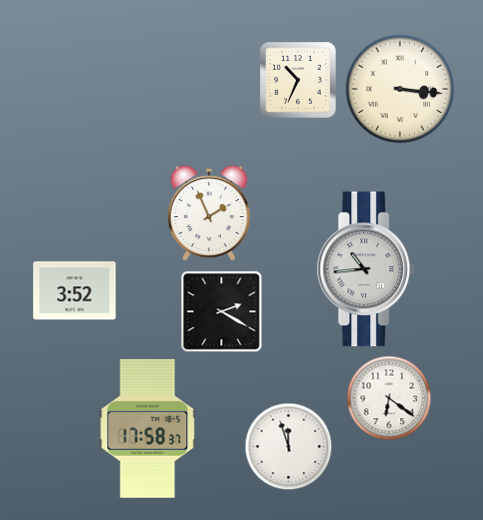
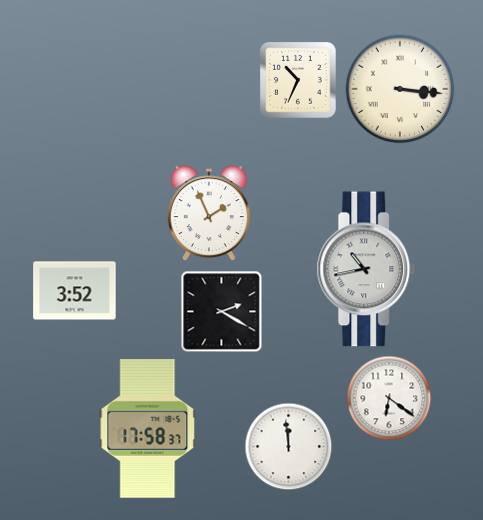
clock at (366, 269): 10:44 -> 10:43
clock at (289, 447): 11:57 -> 11:59
